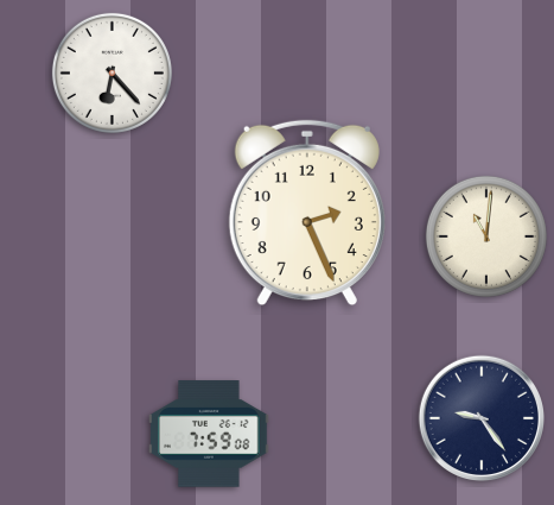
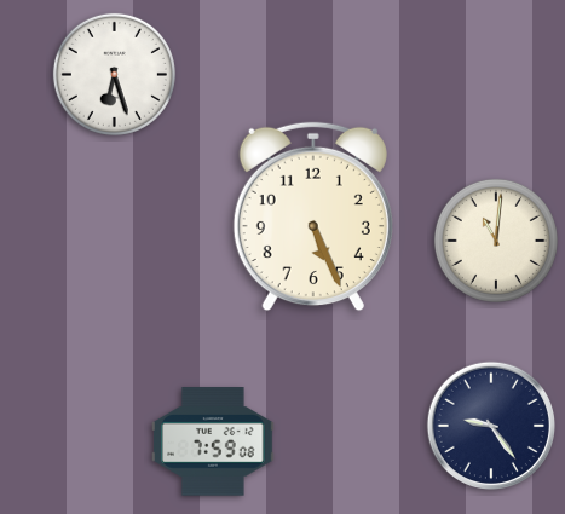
clock at (112, 72): 6:23 -> 6:27
clock at (307, 213): 2:26 -> 5:26
